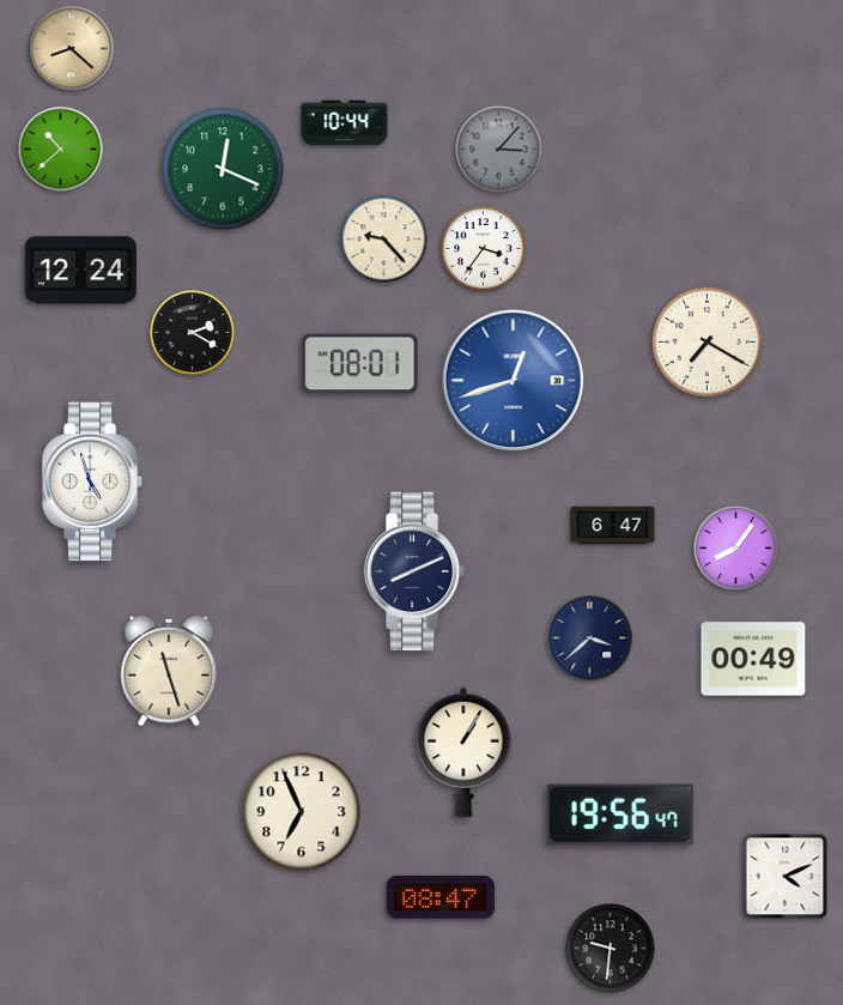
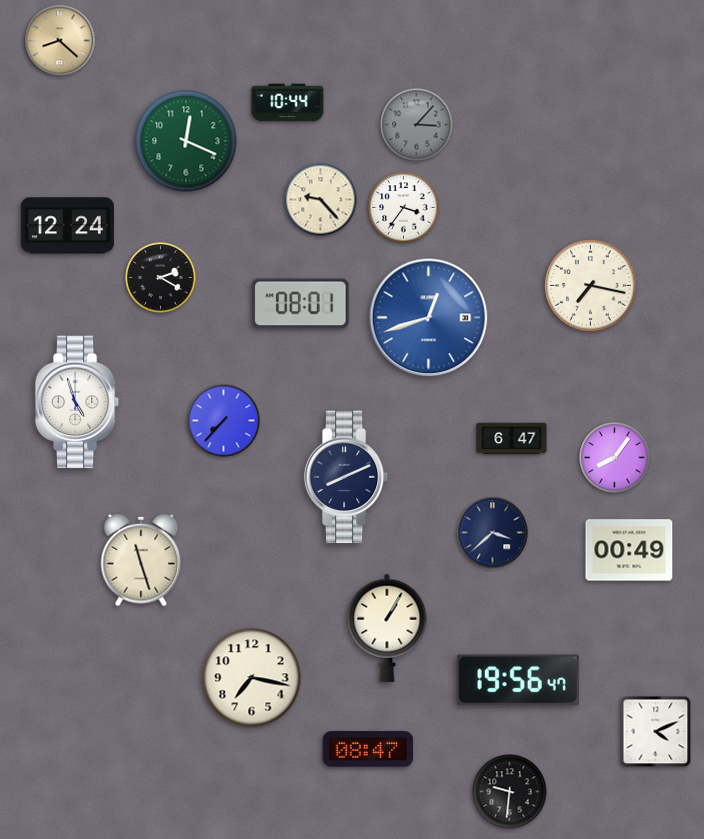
clock at (61, 150): 10:38 -> none
clock at (706, 341): 7:20 -> 7:17
clock at (224, 421): none -> 7:37
clock at (302, 812): 6:56 -> 7:17
